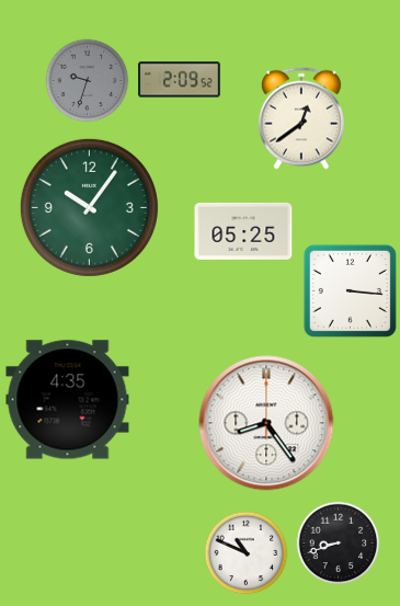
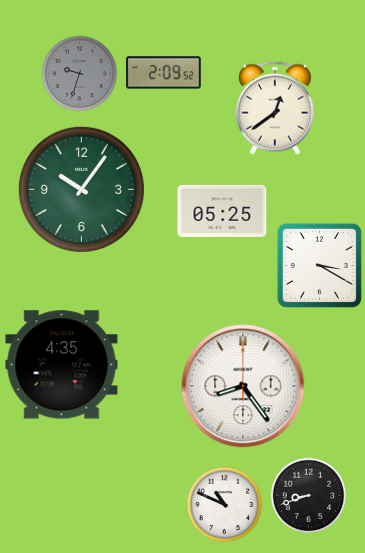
clock at (350, 290): 3:16 -> 3:20
